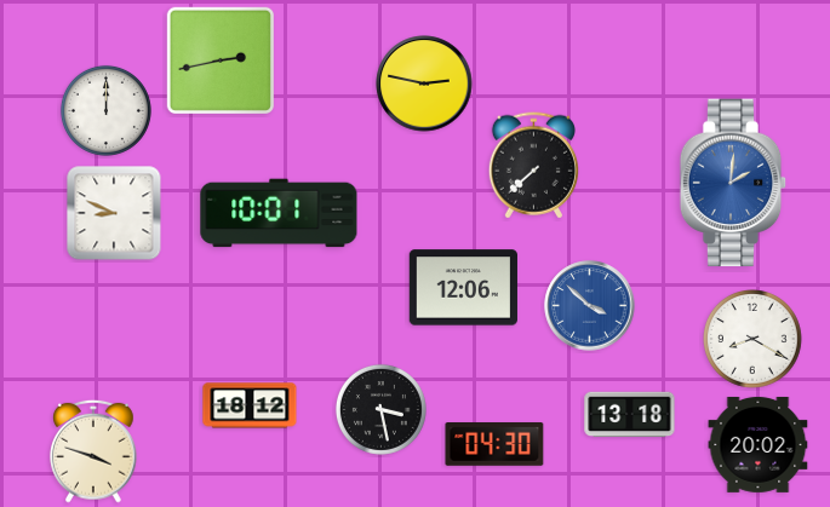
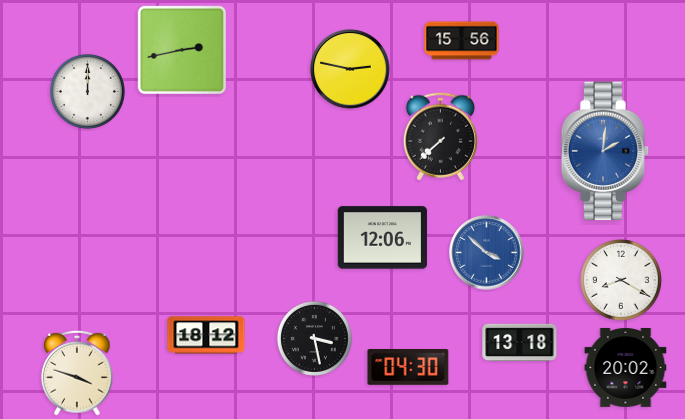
clock at (462, 41): none -> 15:56
clock at (114, 213): 8:49 -> none
clock at (279, 213): 10:01 -> none
